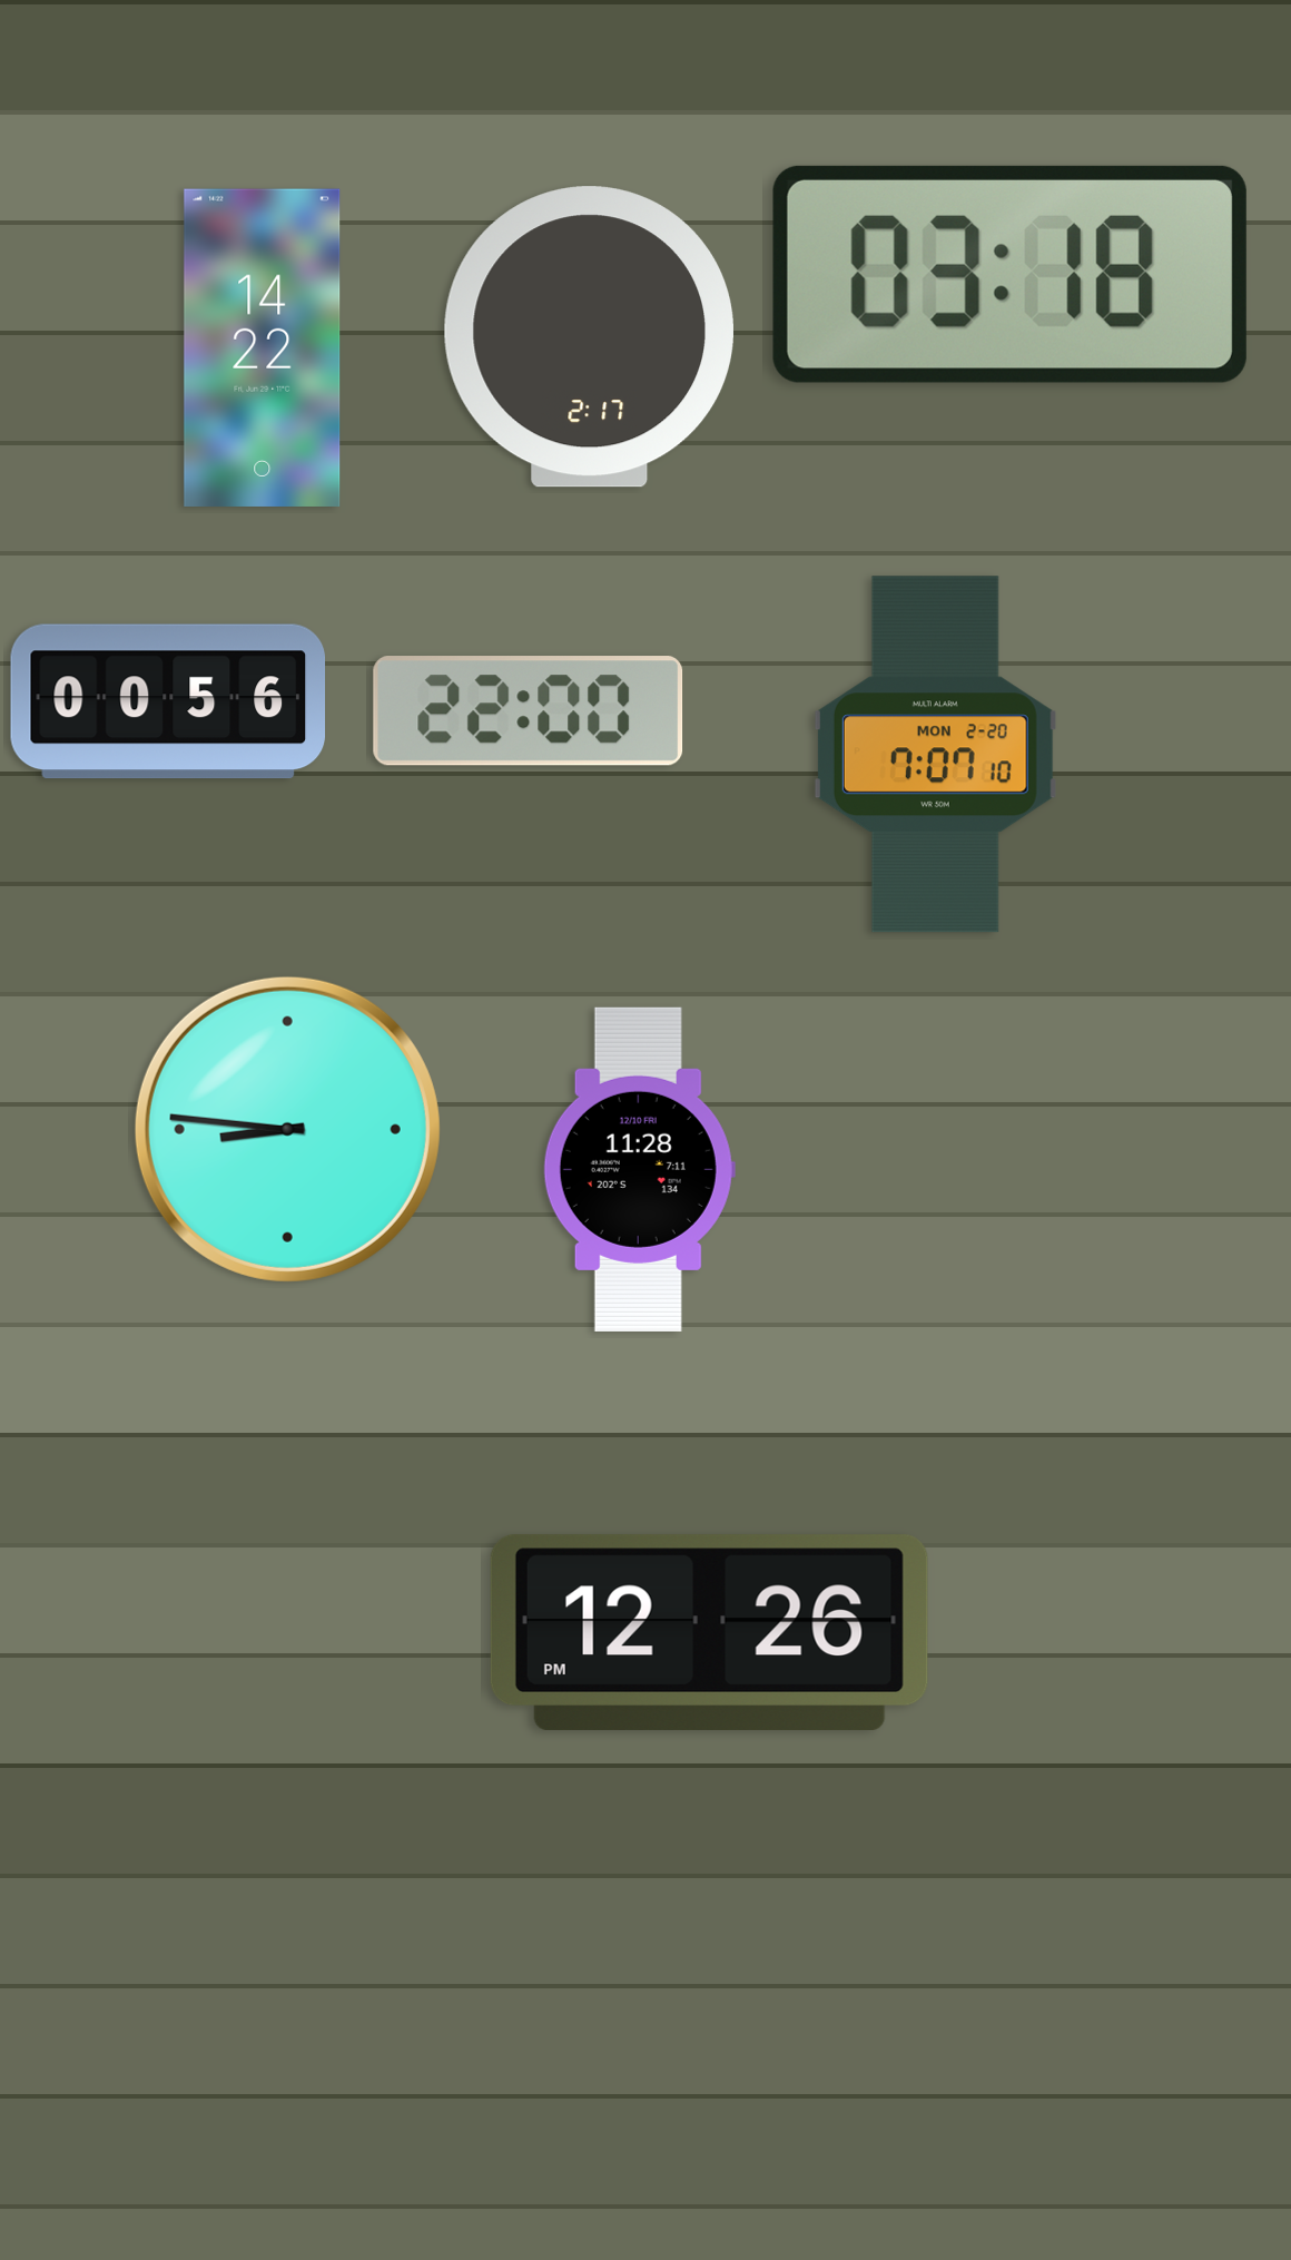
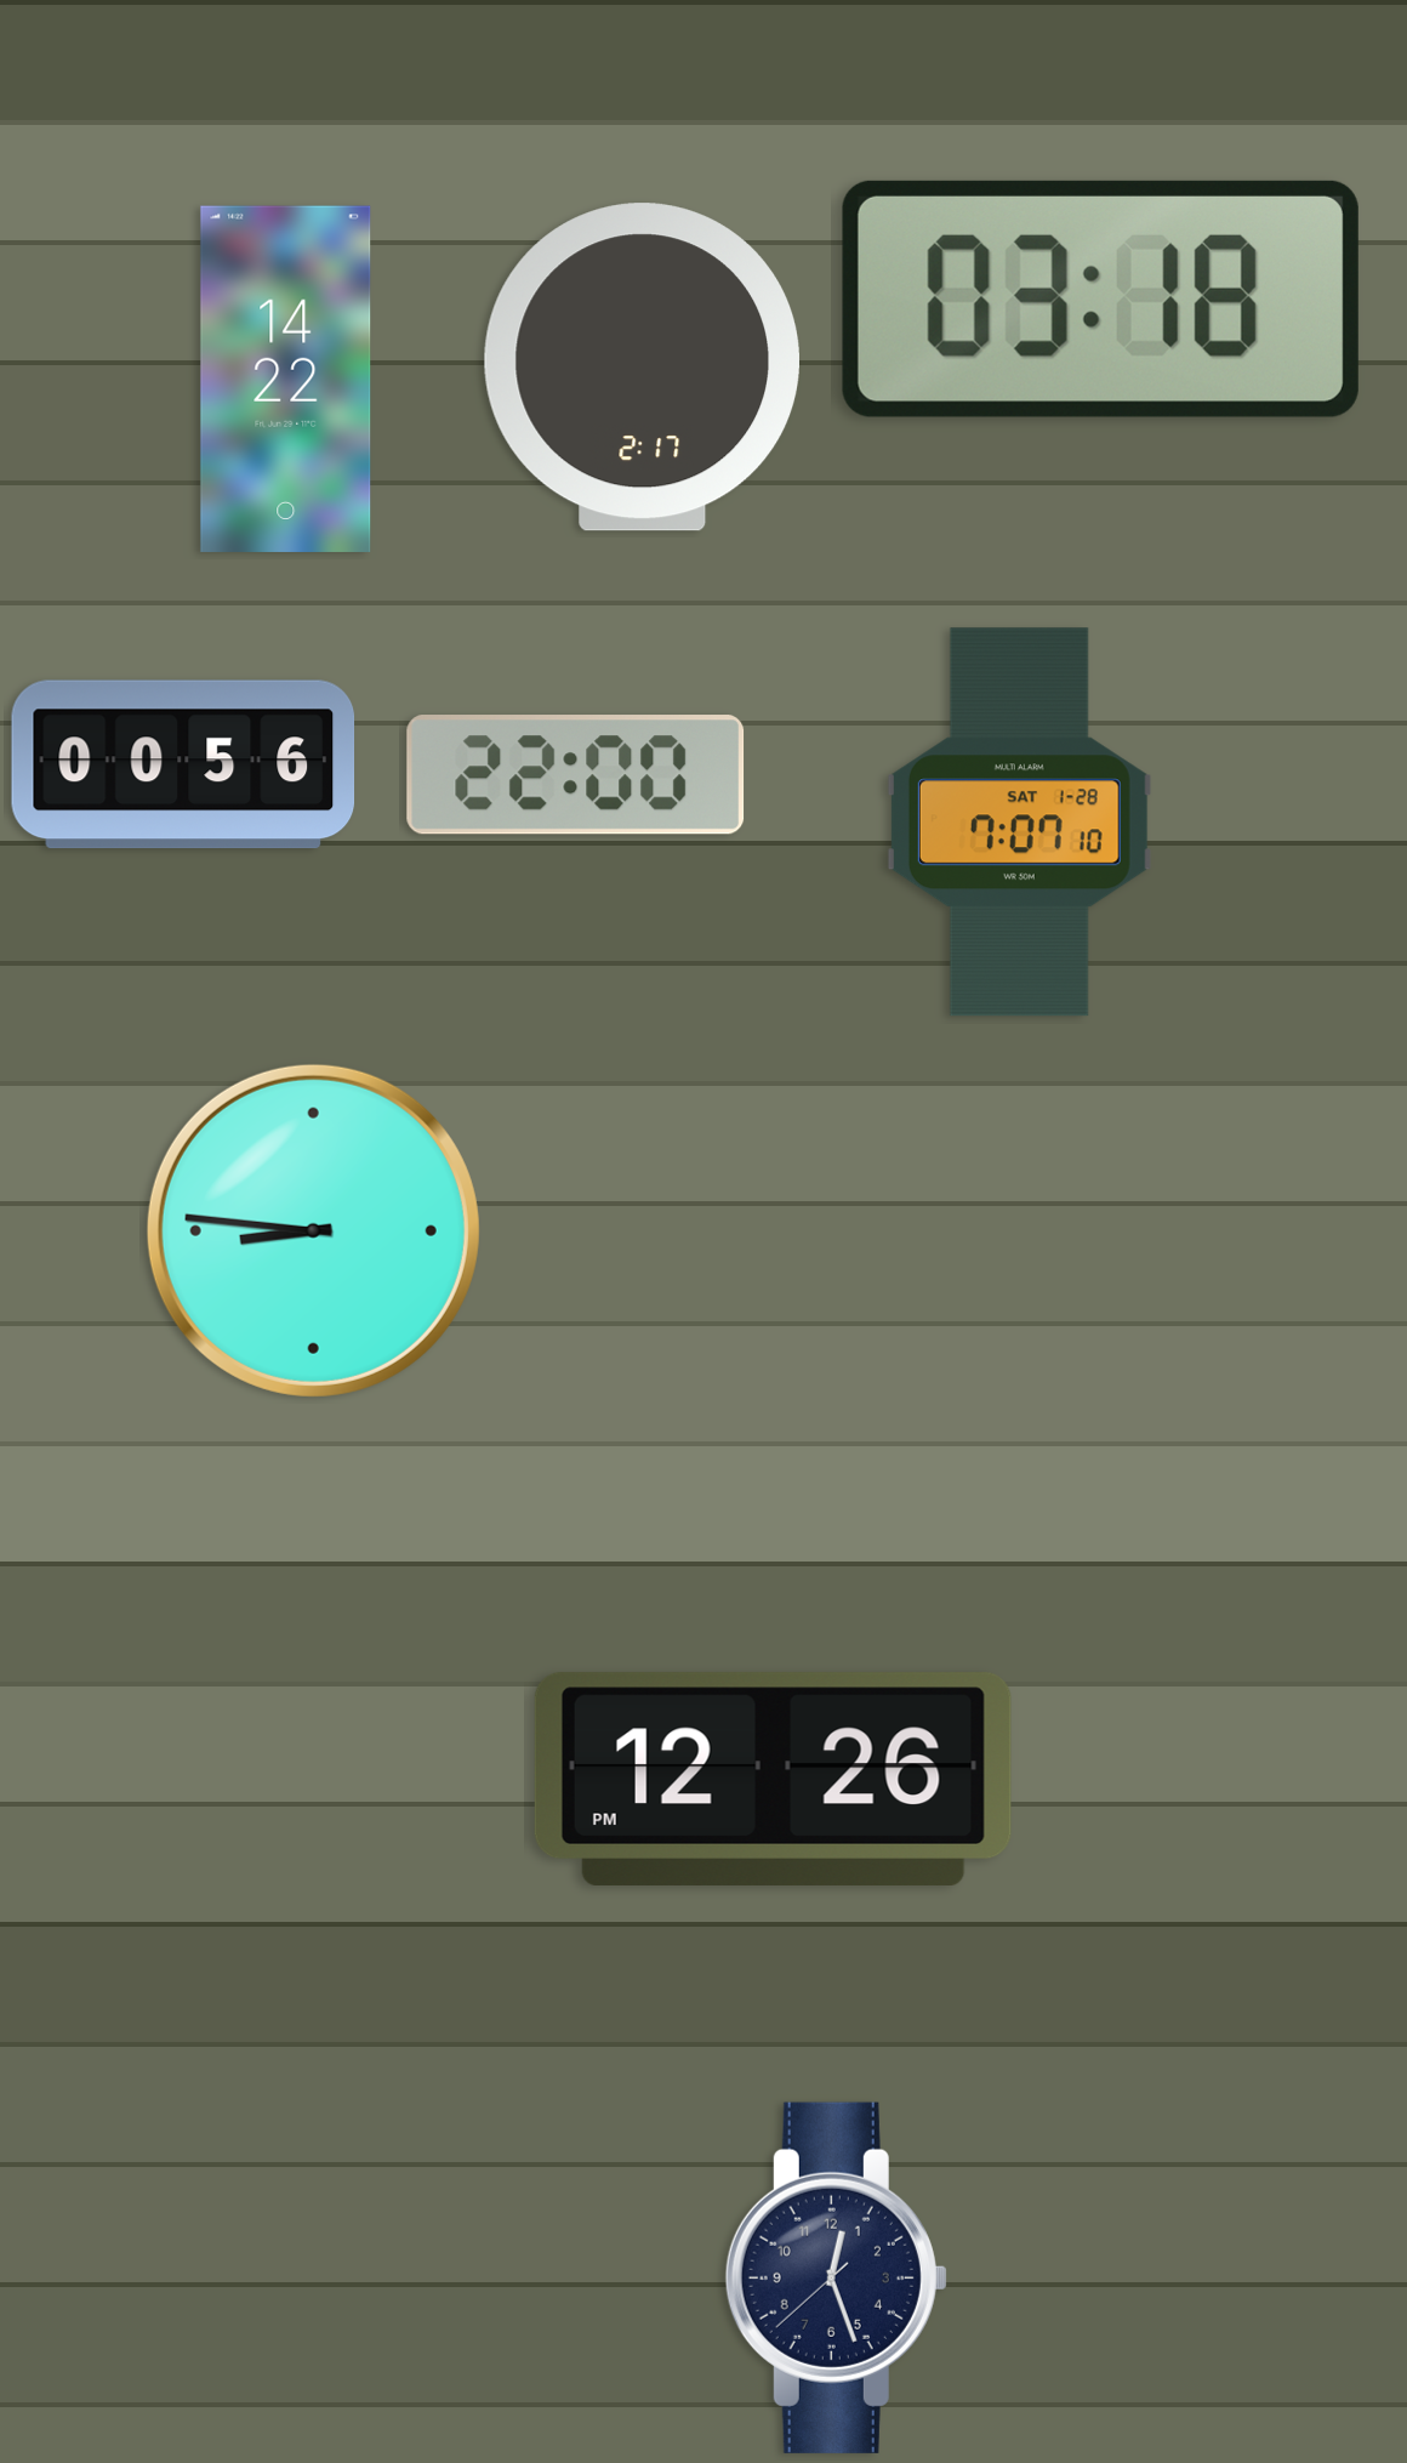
clock at (935, 755) date: MON 2-20 -> SAT 1-28
clock at (639, 1169): 11:28 -> none
clock at (836, 2277): none -> 12:26
